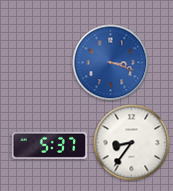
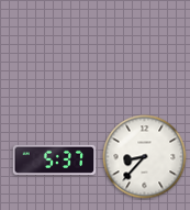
clock at (111, 63): 3:18 -> none
clock at (132, 143): 8:36 -> 8:37
